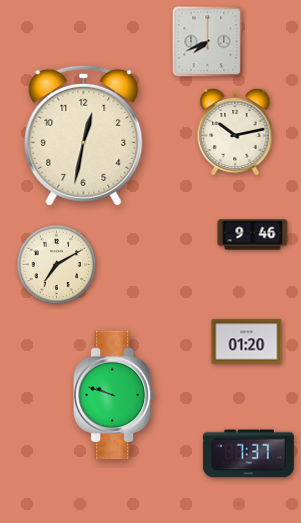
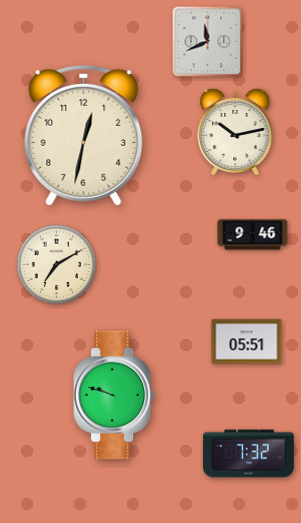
clock at (208, 42): 7:41 -> 11:41
clock at (247, 342): 01:20 -> 05:51
clock at (249, 454): 7:37 -> 7:32
